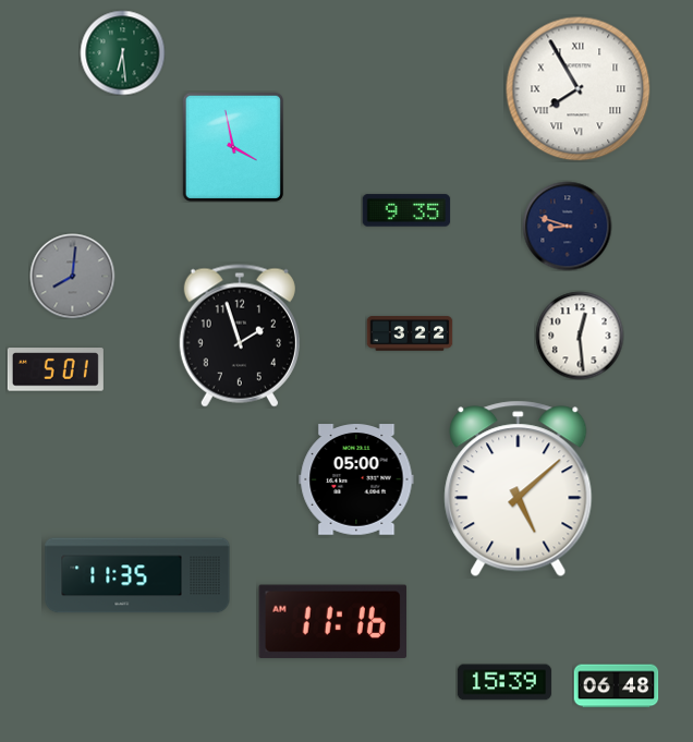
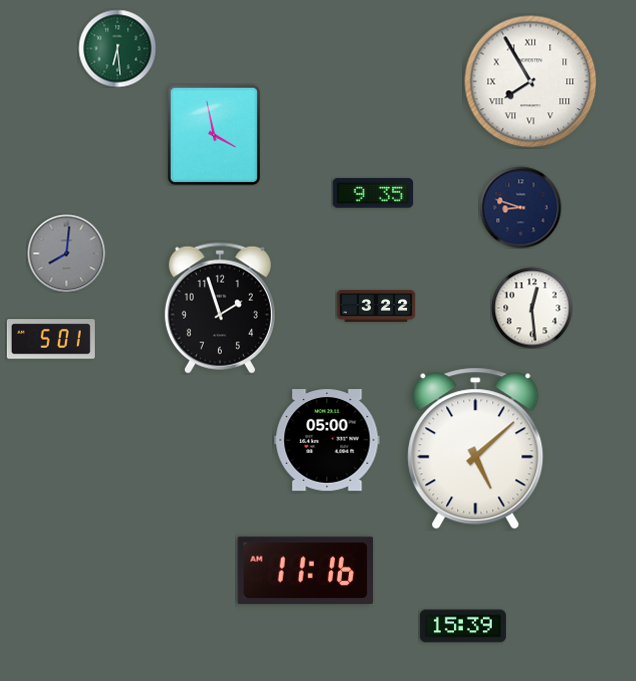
clock at (122, 52) position: (122, 52) -> (117, 48)
clock at (137, 575): 11:35 -> none
clock at (616, 686): 06:48 -> none
